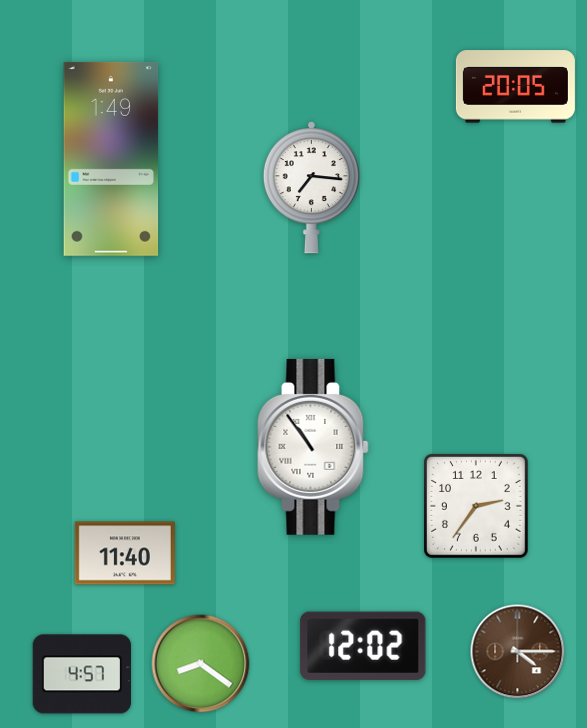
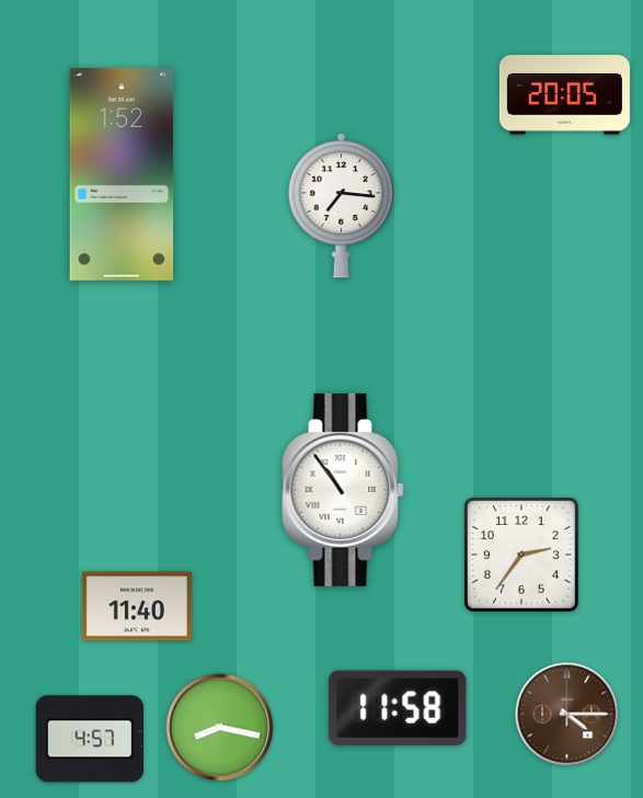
clock at (111, 159): 1:49 -> 1:52
clock at (363, 646): 12:02 -> 11:58
clock at (201, 664): 8:21 -> 8:17
